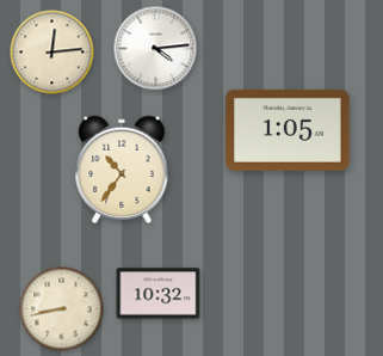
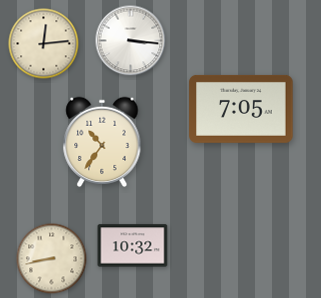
clock at (156, 49): 4:14 -> 3:16
clock at (288, 130): 1:05 -> 7:05
